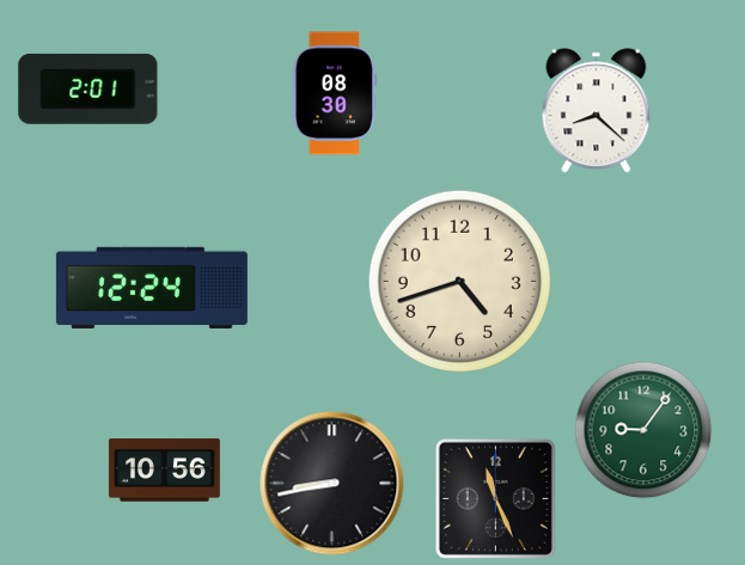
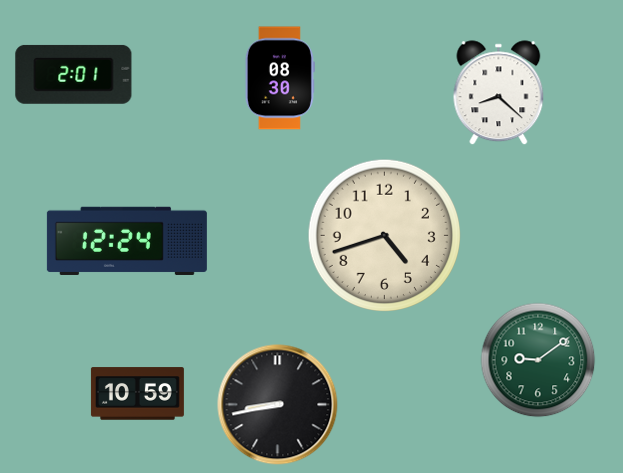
clock at (643, 430): 9:06 -> 9:09
clock at (164, 471): 10:56 -> 10:59
clock at (495, 498): 11:26 -> none
